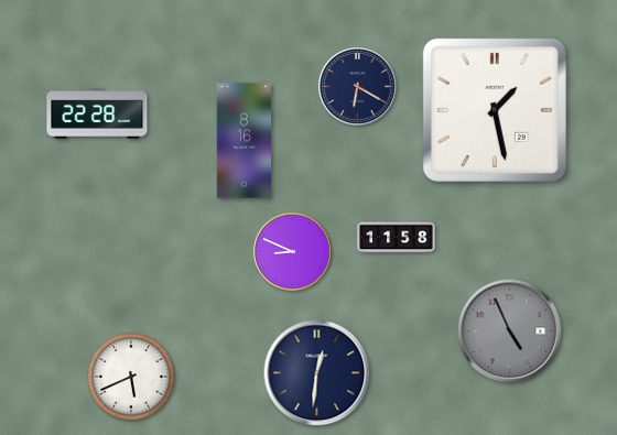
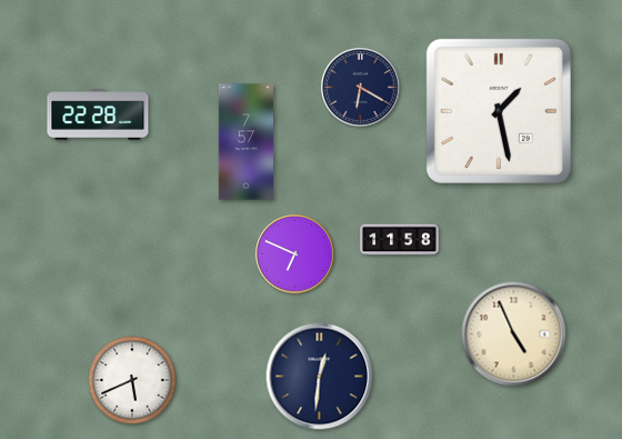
clock at (243, 141): 8:16 -> 7:57
clock at (293, 252): 8:49 -> 6:49
clock at (510, 331) dial: grey -> cream
